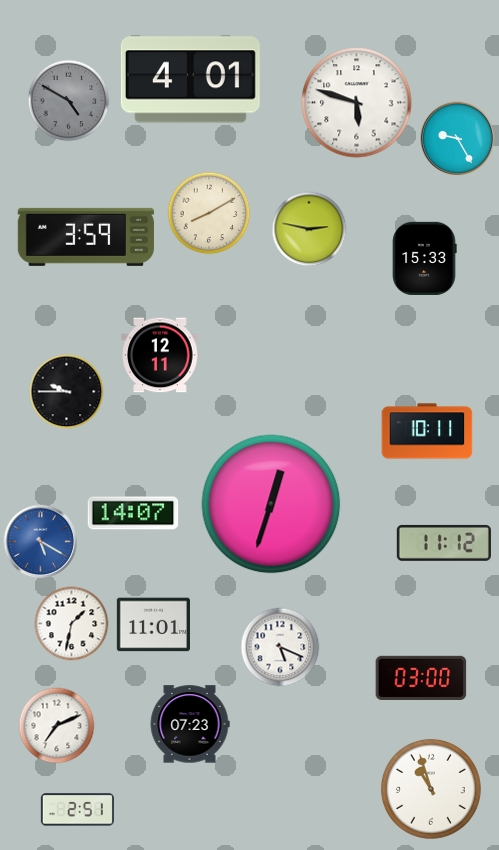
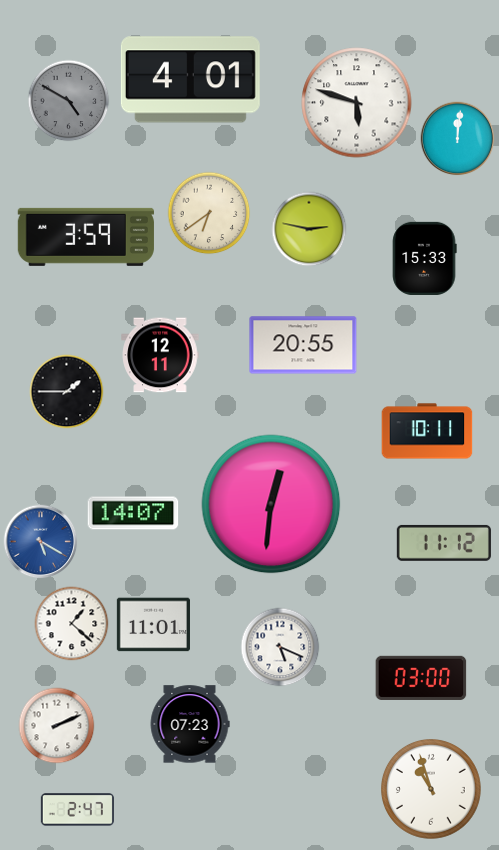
clock at (458, 139): 9:25 -> 12:01
clock at (209, 213): 8:10 -> 6:39
clock at (303, 345): none -> 20:55
clock at (67, 392): 9:45 -> 1:45
clock at (271, 504): 12:33 -> 12:31
clock at (72, 624): 1:32 -> 1:22
clock at (57, 726): 7:11 -> 2:11
clock at (77, 810): 2:51 -> 2:47
